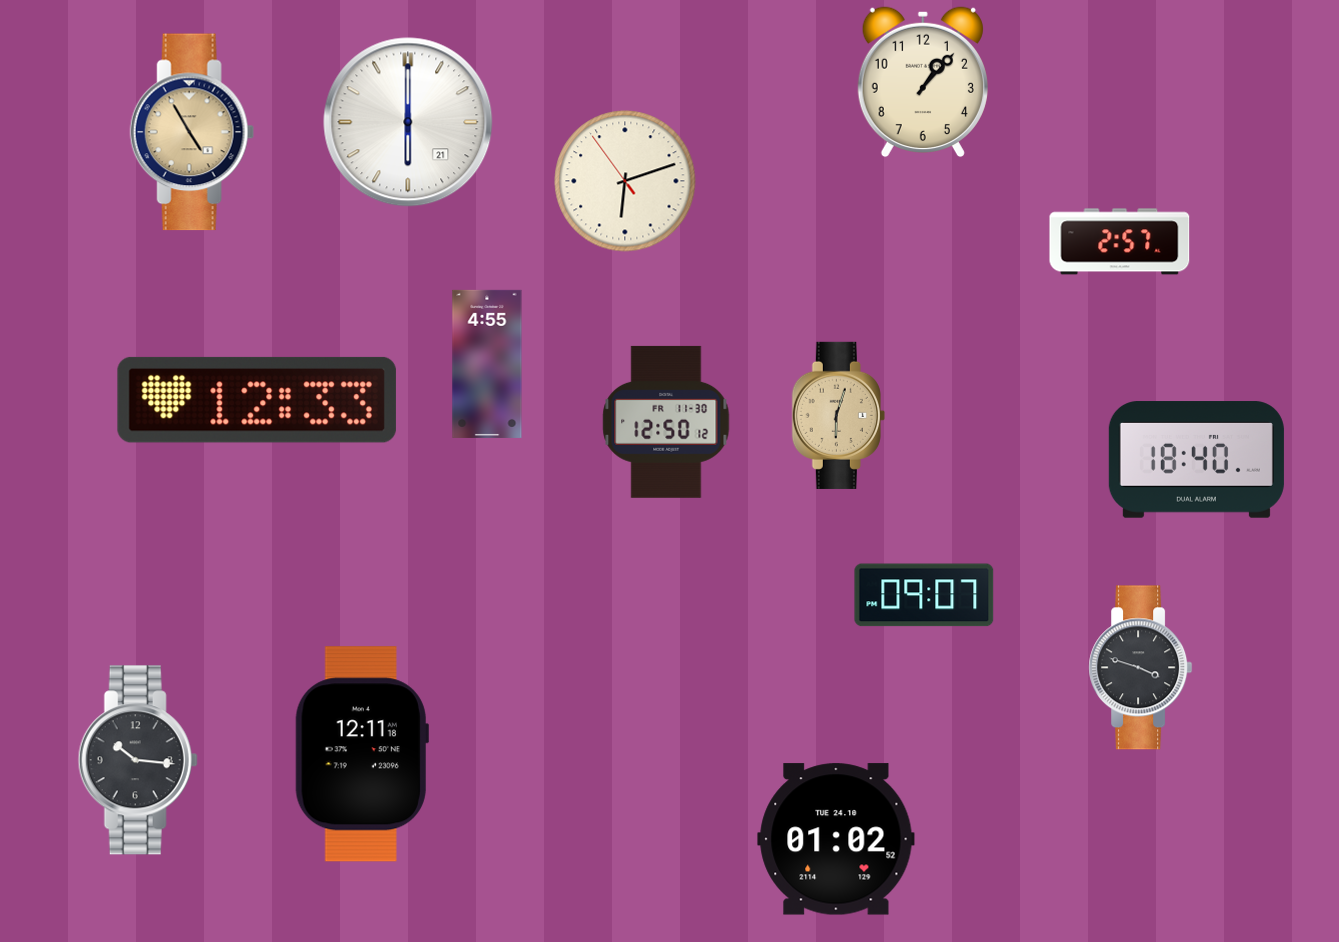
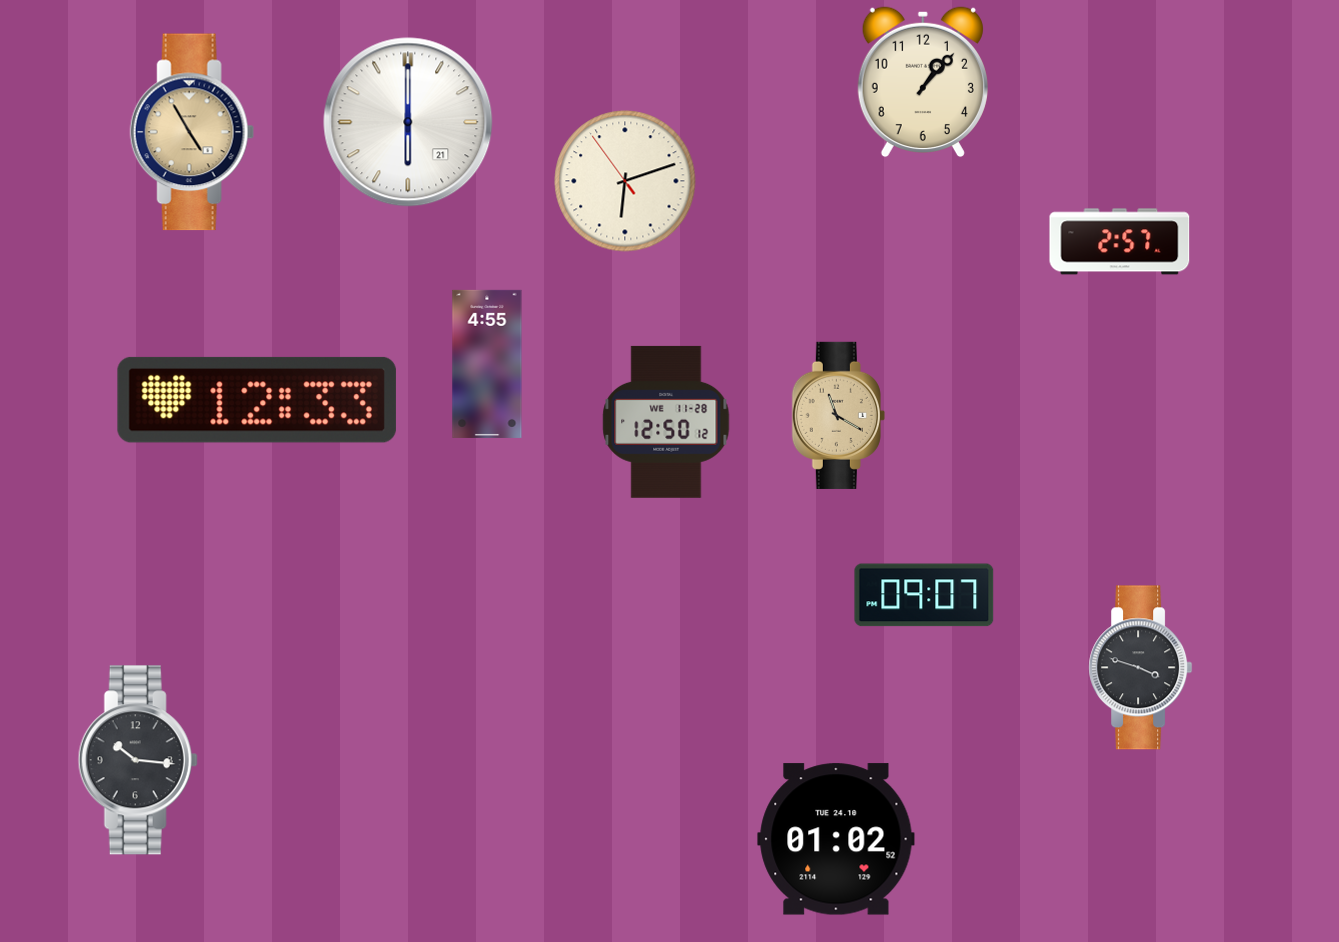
clock at (838, 415): 6:03 -> 11:20
clock at (666, 422) date: FR 11-30 -> WE 11-28
clock at (1196, 460): 18:40 -> none
clock at (362, 754): 12:11 -> none
